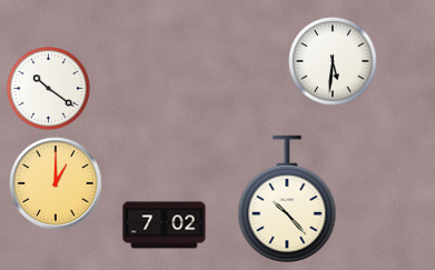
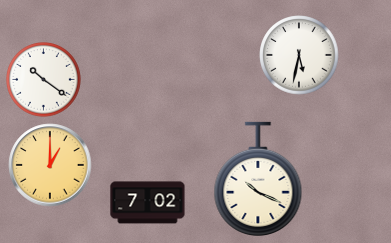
clock at (333, 61): 5:31 -> 5:32
clock at (287, 198): 10:23 -> 10:19
